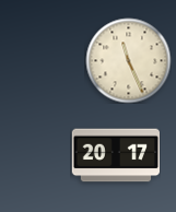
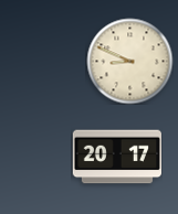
clock at (128, 60): 11:26 -> 8:49
